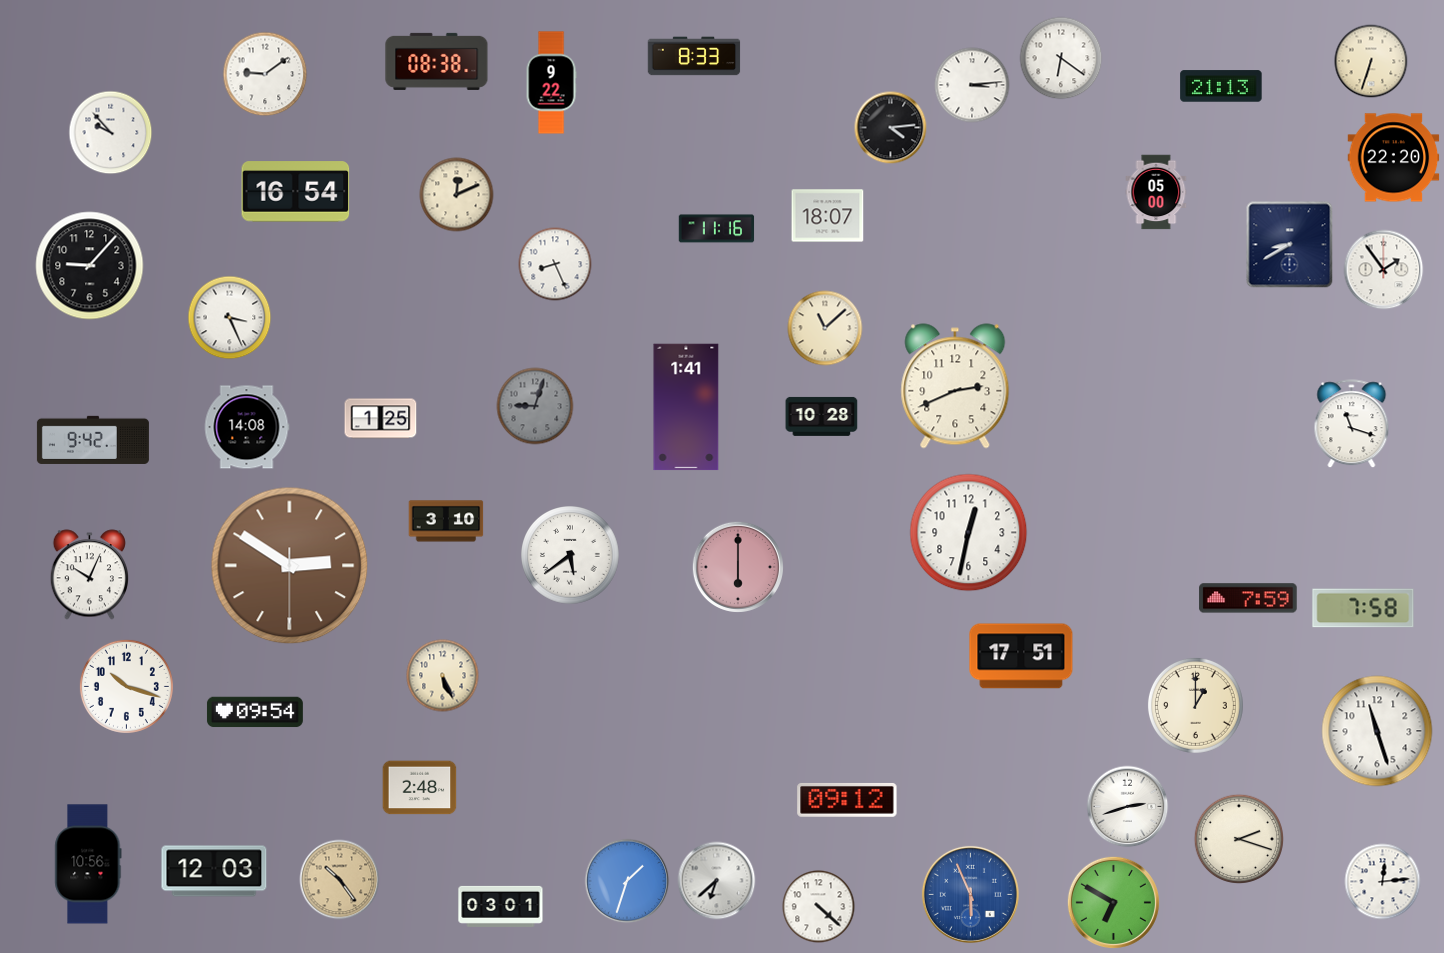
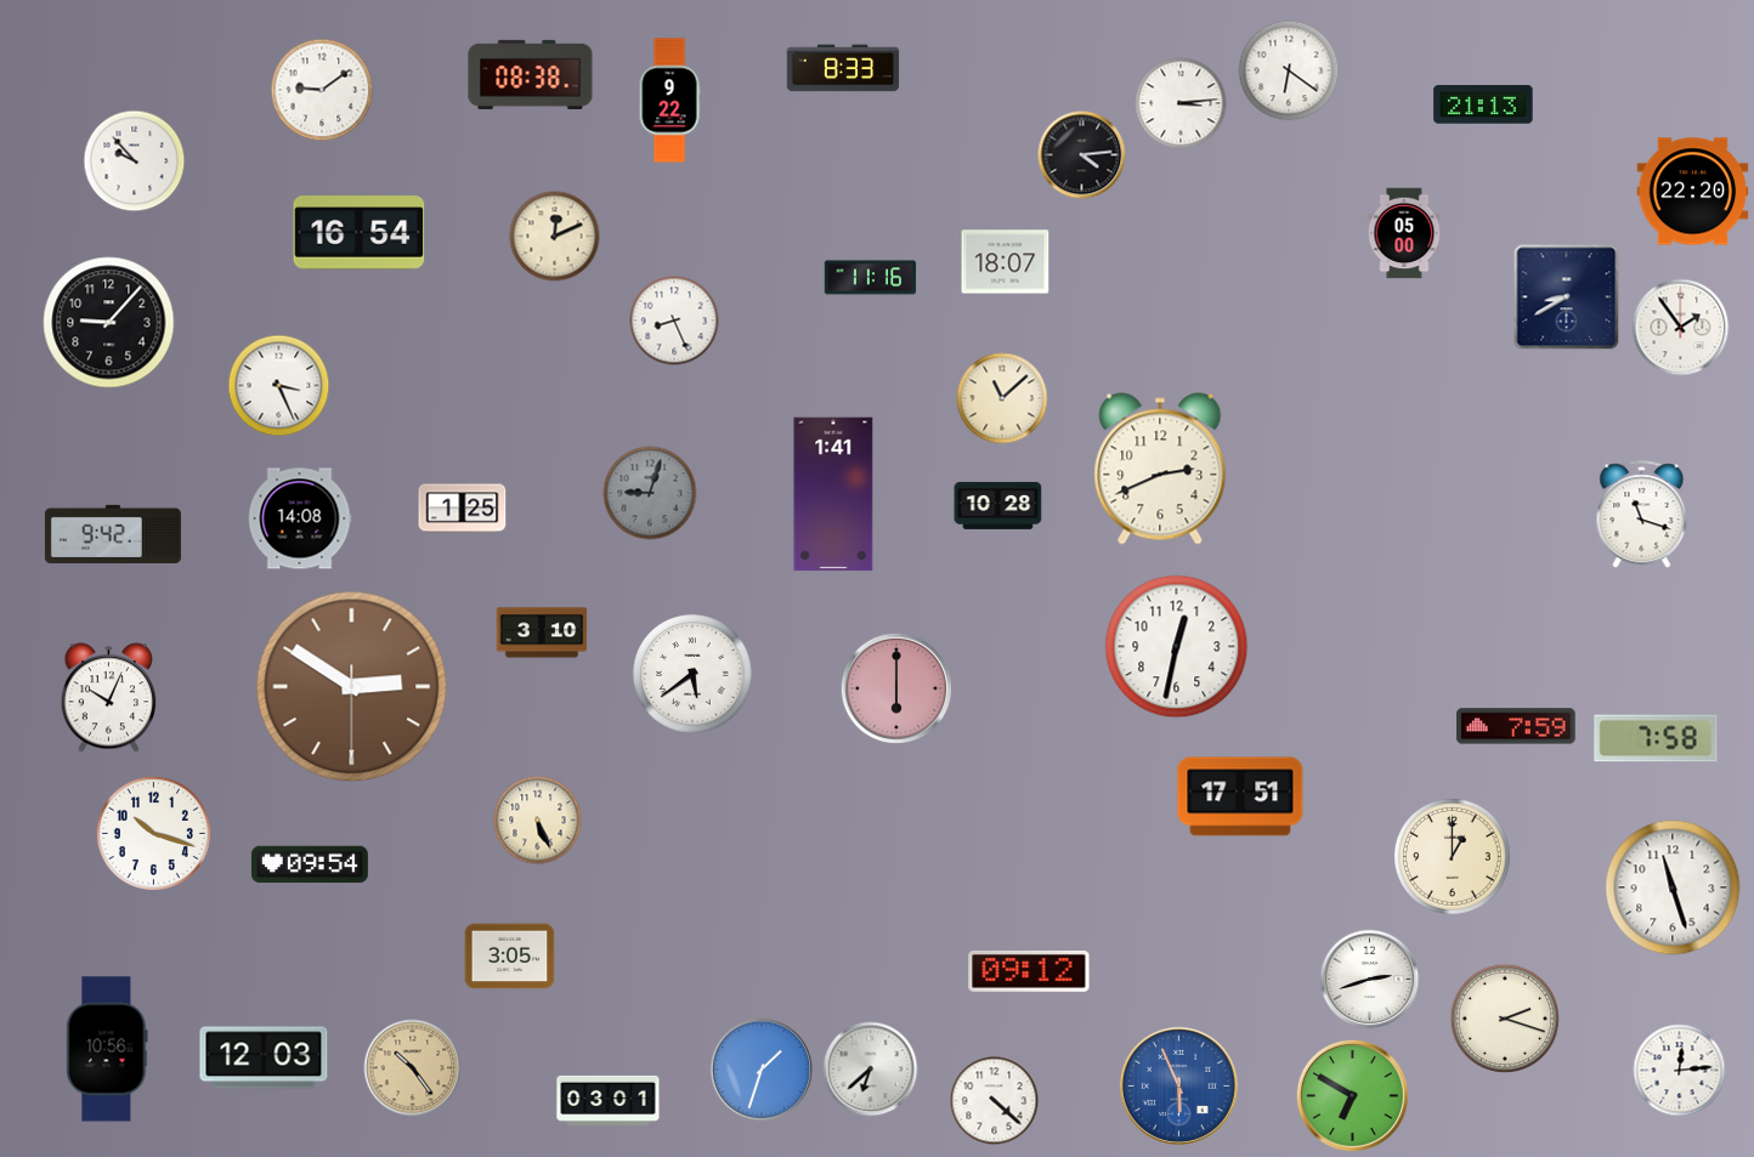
clock at (1371, 61): 6:33 -> none
clock at (420, 788): 2:48 -> 3:05
clock at (214, 871) position: (214, 871) -> (264, 1057)
